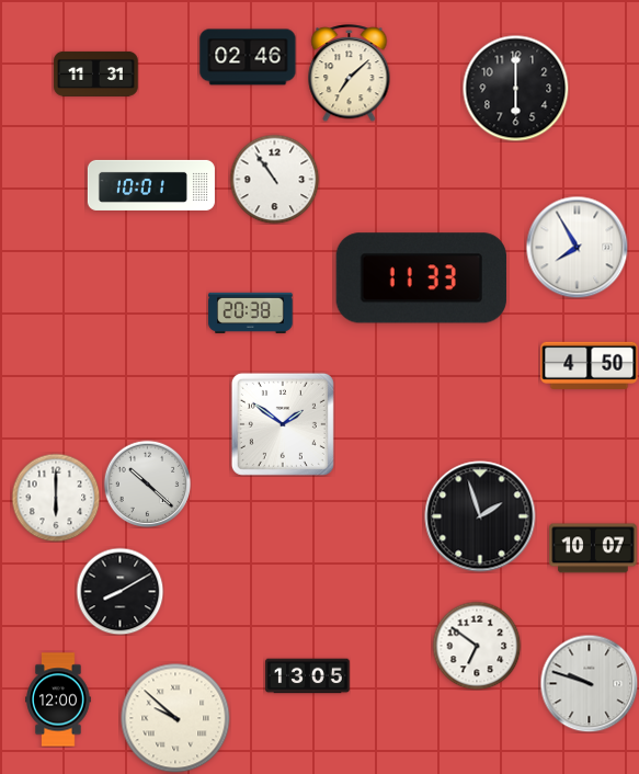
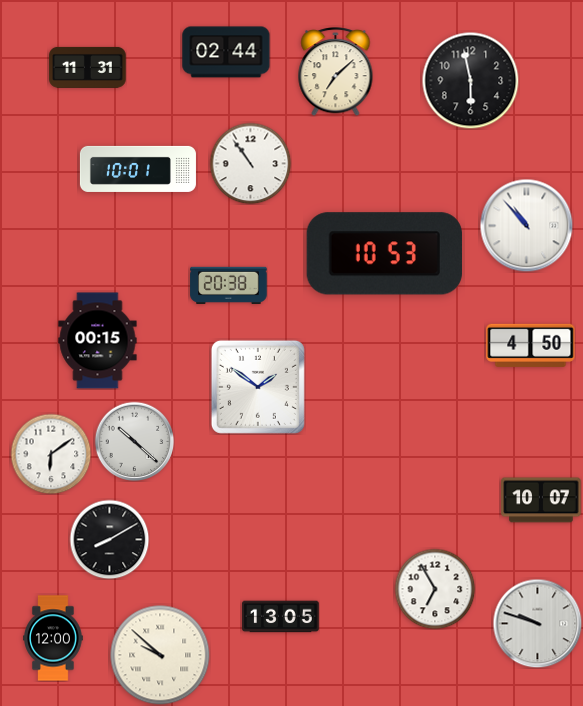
clock at (248, 57): 02:46 -> 02:44
clock at (350, 73) position: (350, 73) -> (336, 72)
clock at (515, 88): 6:00 -> 5:58
clock at (577, 247): 7:55 -> 10:53
clock at (421, 278): 11:33 -> 10:53
clock at (590, 365) position: (590, 365) -> (531, 345)
clock at (98, 341): none -> 00:15
clock at (56, 498): 6:00 -> 6:09
clock at (480, 516): 1:57 -> none
clock at (477, 646): 6:51 -> 6:55
